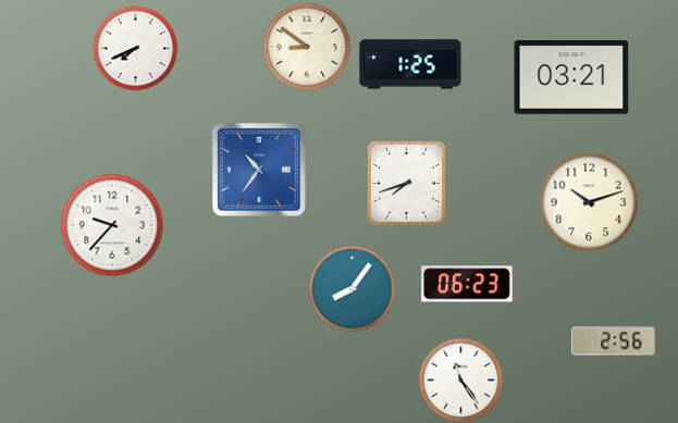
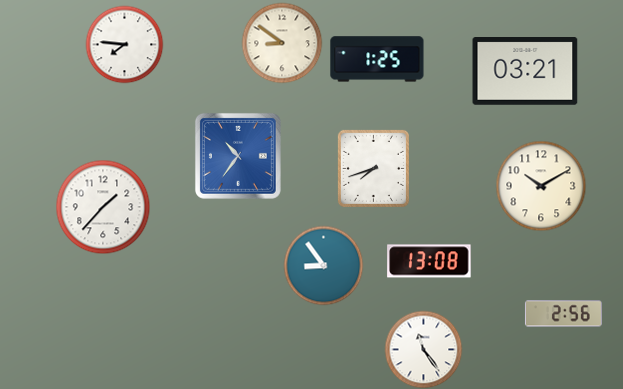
clock at (135, 48): 7:41 -> 7:46
clock at (589, 202): 10:12 -> 10:10
clock at (112, 225): 9:37 -> 1:37
clock at (467, 284): 06:23 -> 13:08
clock at (352, 288): 8:06 -> 8:54
